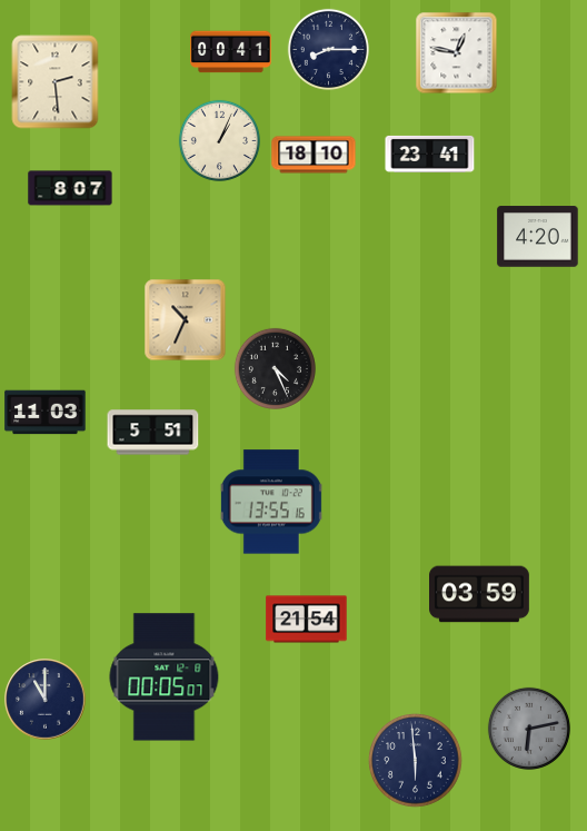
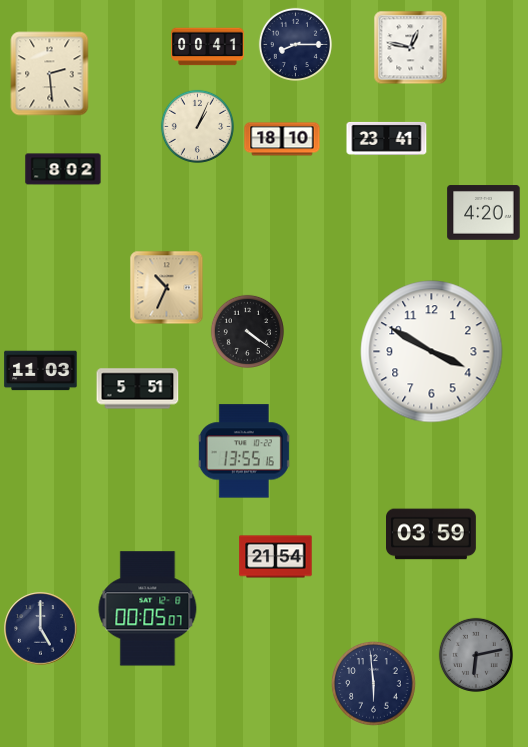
clock at (70, 188): 8:07 -> 8:02
clock at (275, 368): 4:26 -> 4:21
clock at (432, 352): none -> 3:50
clock at (46, 700): 11:00 -> 5:00
